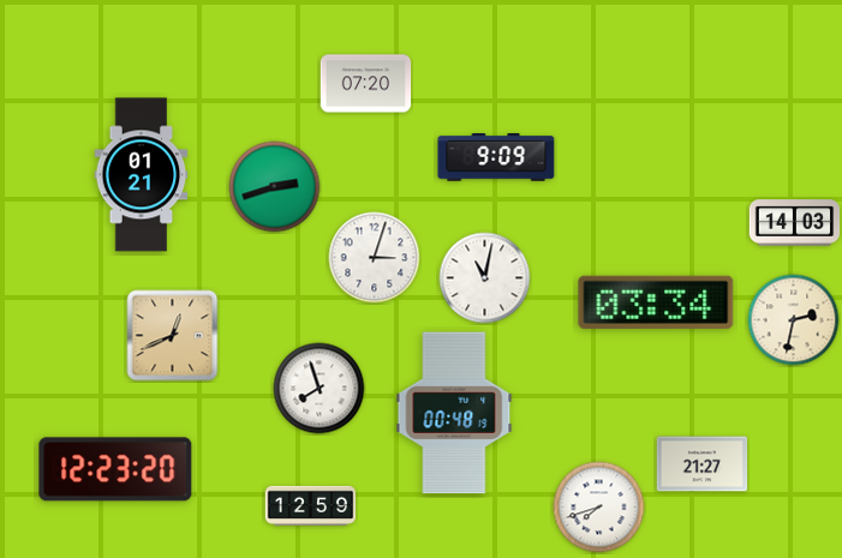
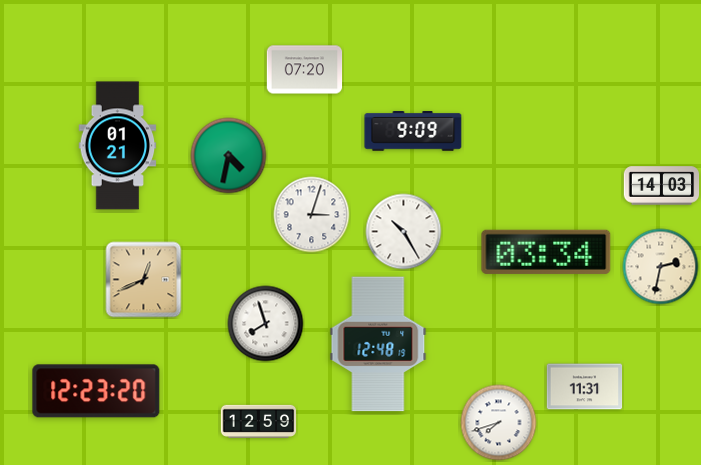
clock at (275, 187): 2:42 -> 4:32
clock at (485, 278): 11:02 -> 10:25
clock at (454, 413): 00:48 -> 12:48
clock at (703, 464): 21:27 -> 11:31
